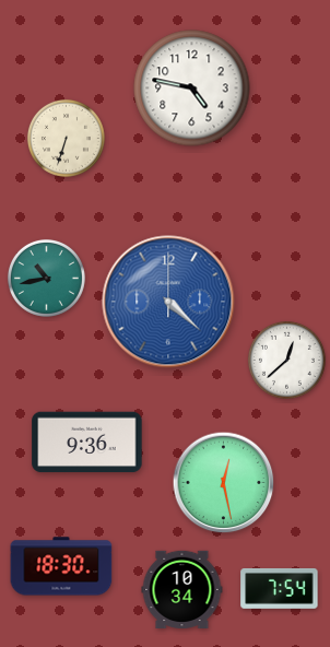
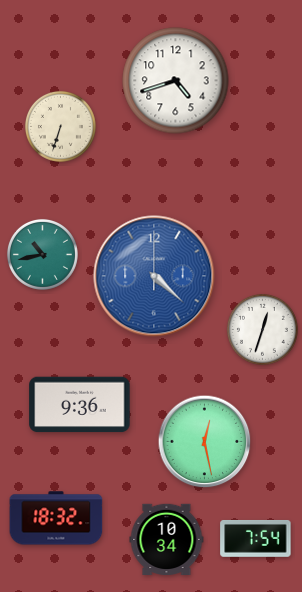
clock at (192, 89): 4:47 -> 4:42
clock at (286, 360): 12:38 -> 12:33
clock at (61, 566): 18:30 -> 18:32
